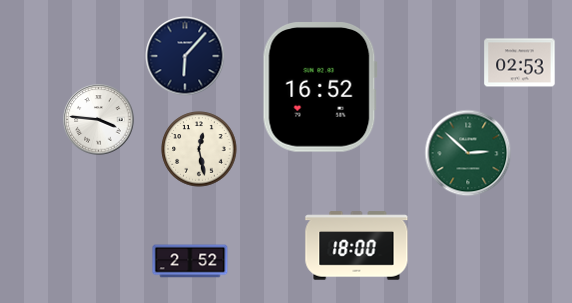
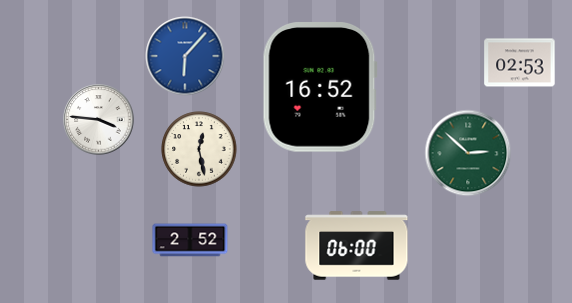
clock at (185, 56) dial: navy -> blue
clock at (357, 246): 18:00 -> 06:00
clock at (190, 261) position: (190, 261) -> (190, 240)
